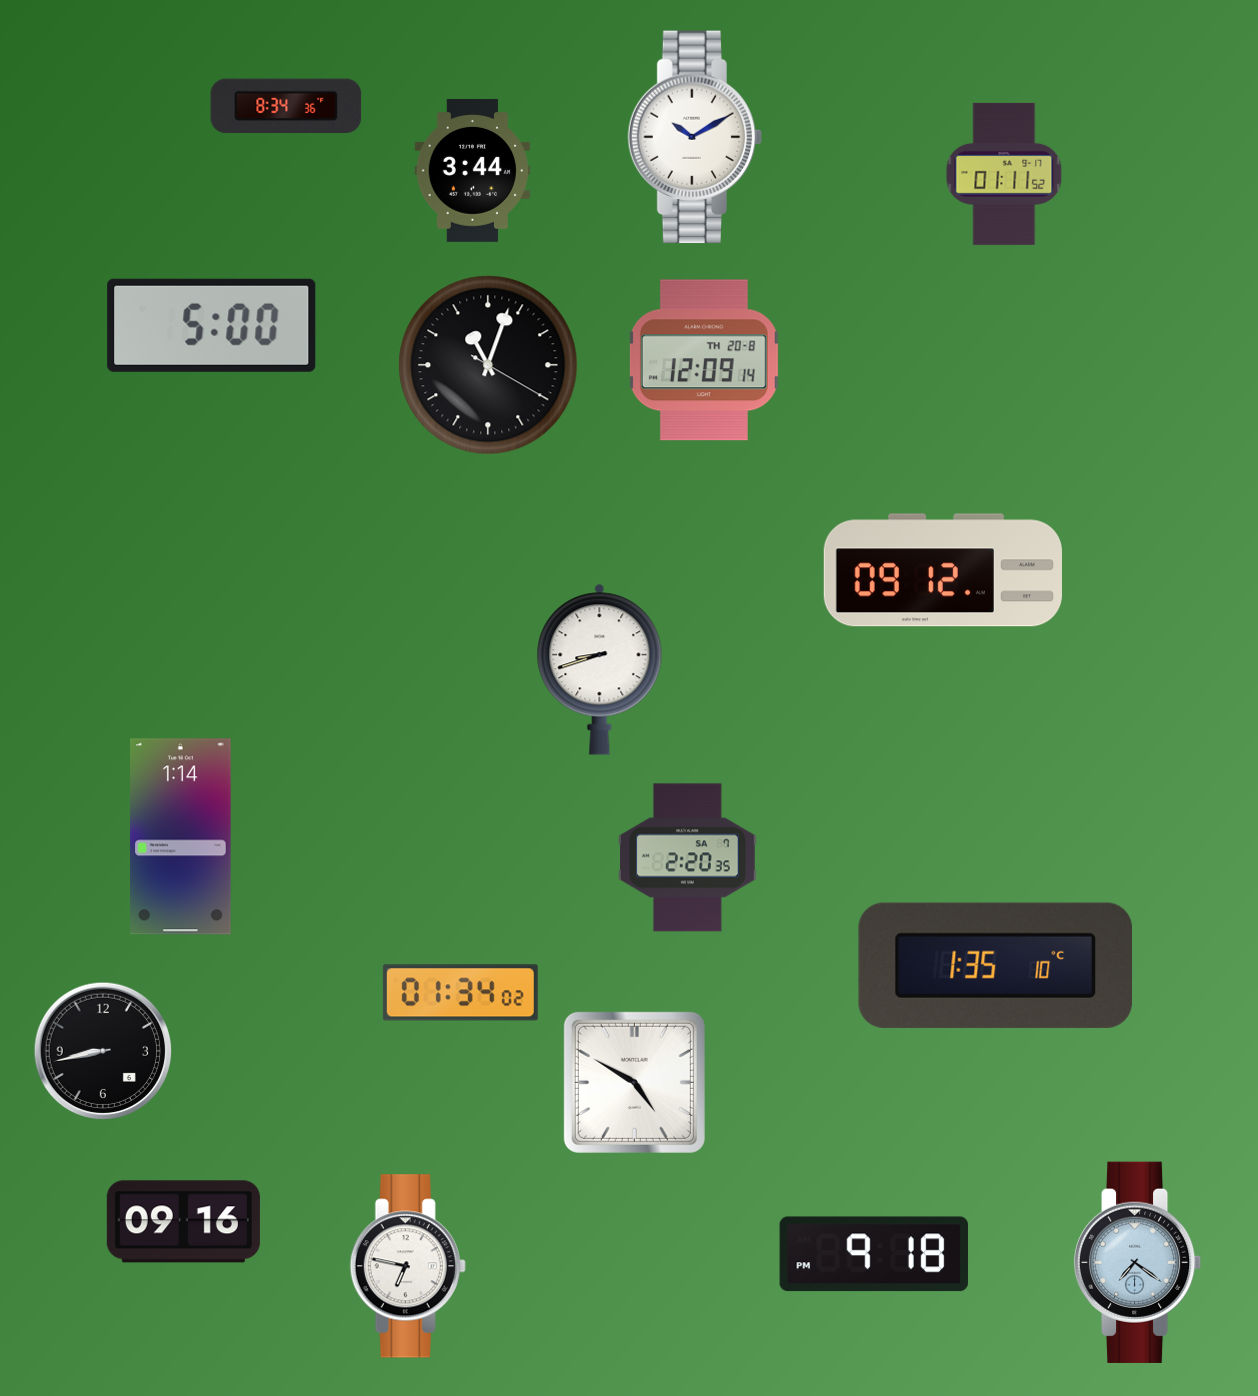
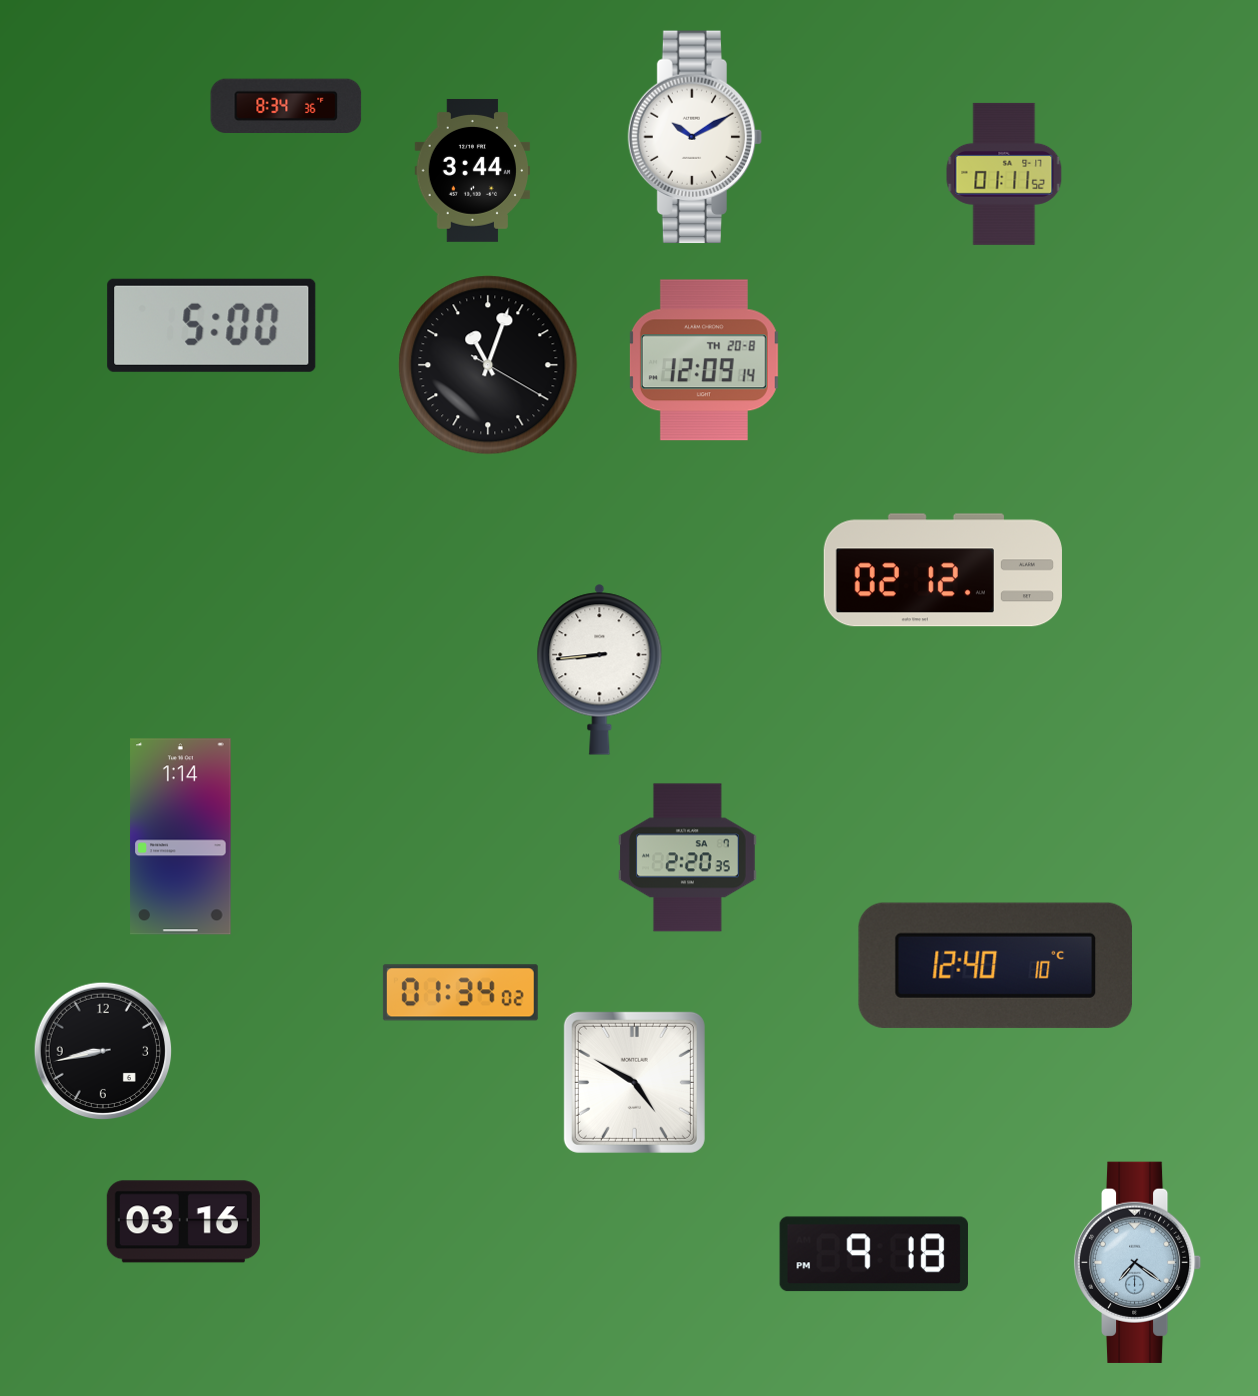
clock at (943, 570): 09:12 -> 02:12
clock at (600, 670): 8:42 -> 8:44
clock at (995, 965): 1:35 -> 12:40
clock at (183, 1222): 09:16 -> 03:16
clock at (408, 1266): 6:47 -> none
